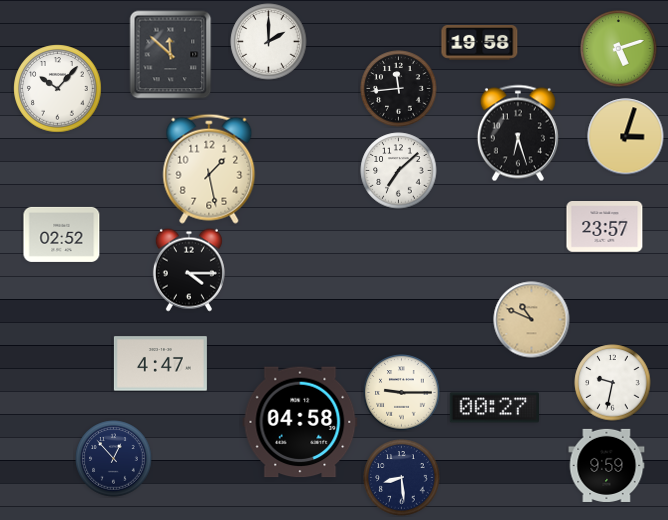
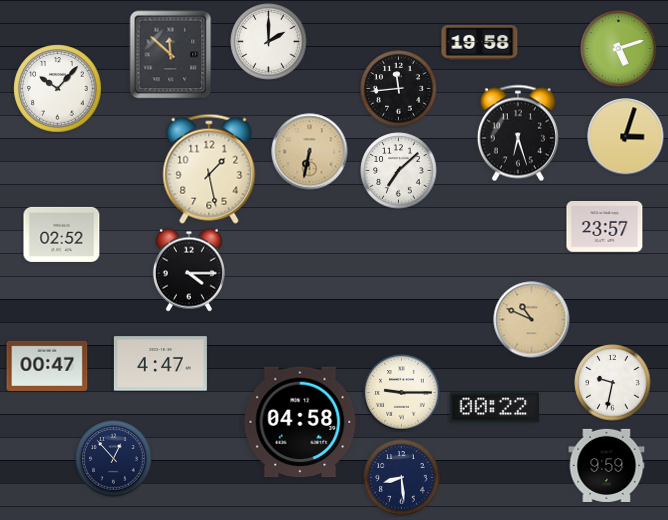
clock at (310, 152): none -> 6:32
clock at (47, 366): none -> 00:47
clock at (494, 408): 00:27 -> 00:22
